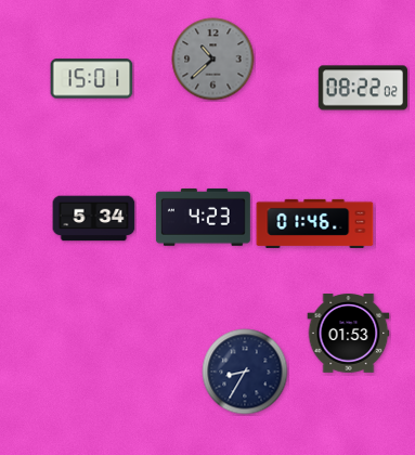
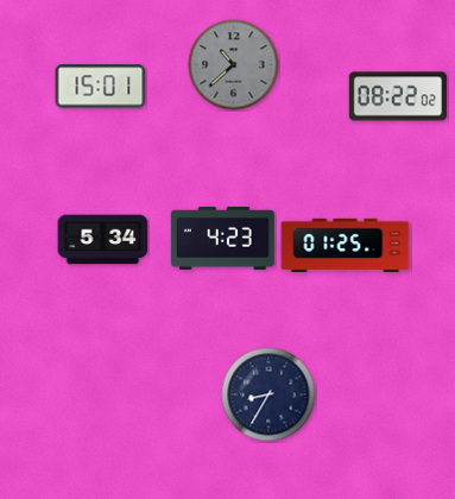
clock at (315, 223): 01:46 -> 01:25
clock at (349, 334): 01:53 -> none
clock at (245, 372) position: (245, 372) -> (268, 394)
